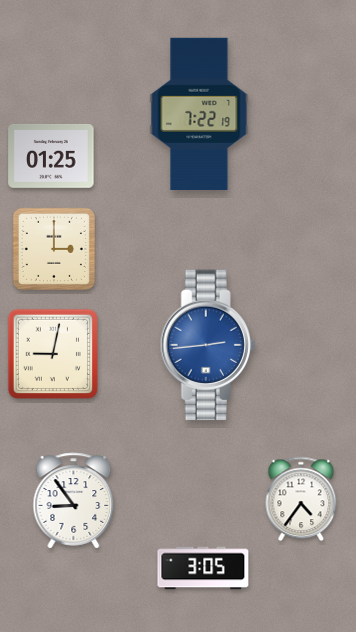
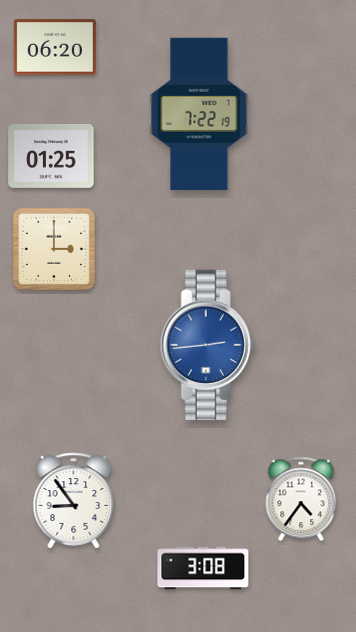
clock at (55, 47): none -> 06:20
clock at (52, 353): 9:02 -> none
clock at (203, 568): 3:05 -> 3:08
